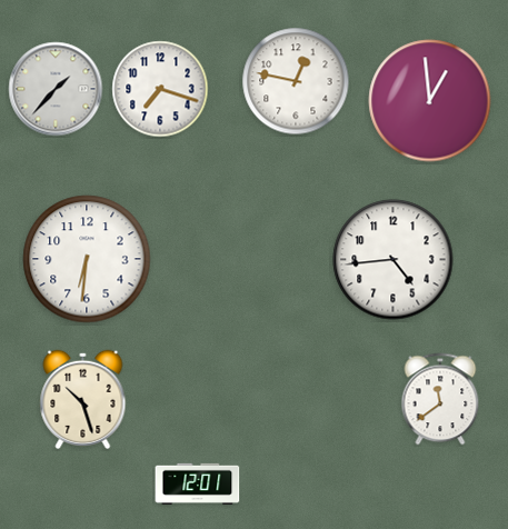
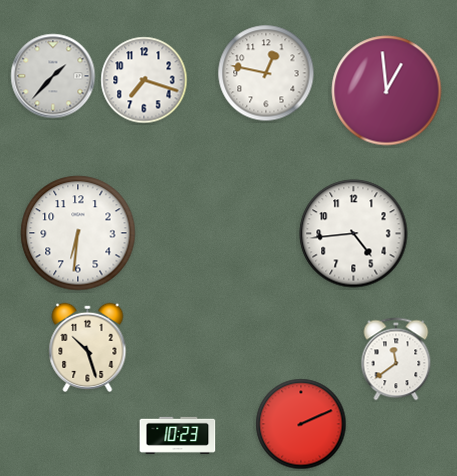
clock at (56, 89) position: (56, 89) -> (53, 76)
clock at (83, 399) position: (83, 399) -> (88, 347)
clock at (301, 424): none -> 2:11
clock at (198, 483): 12:01 -> 10:23
